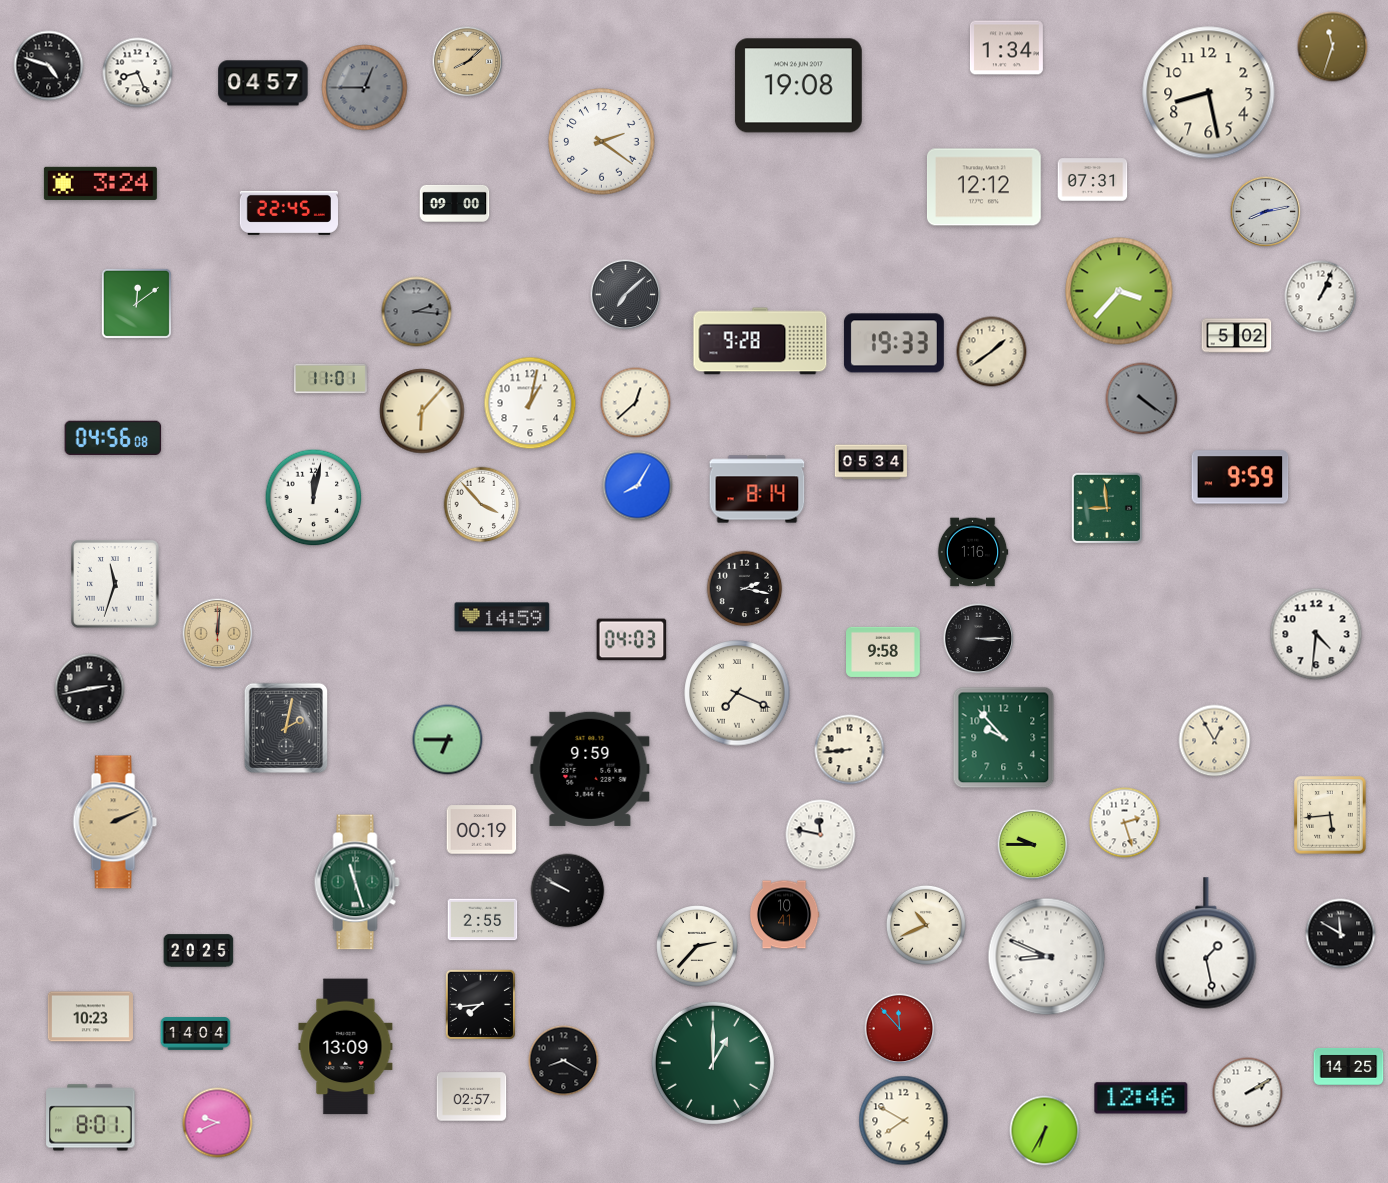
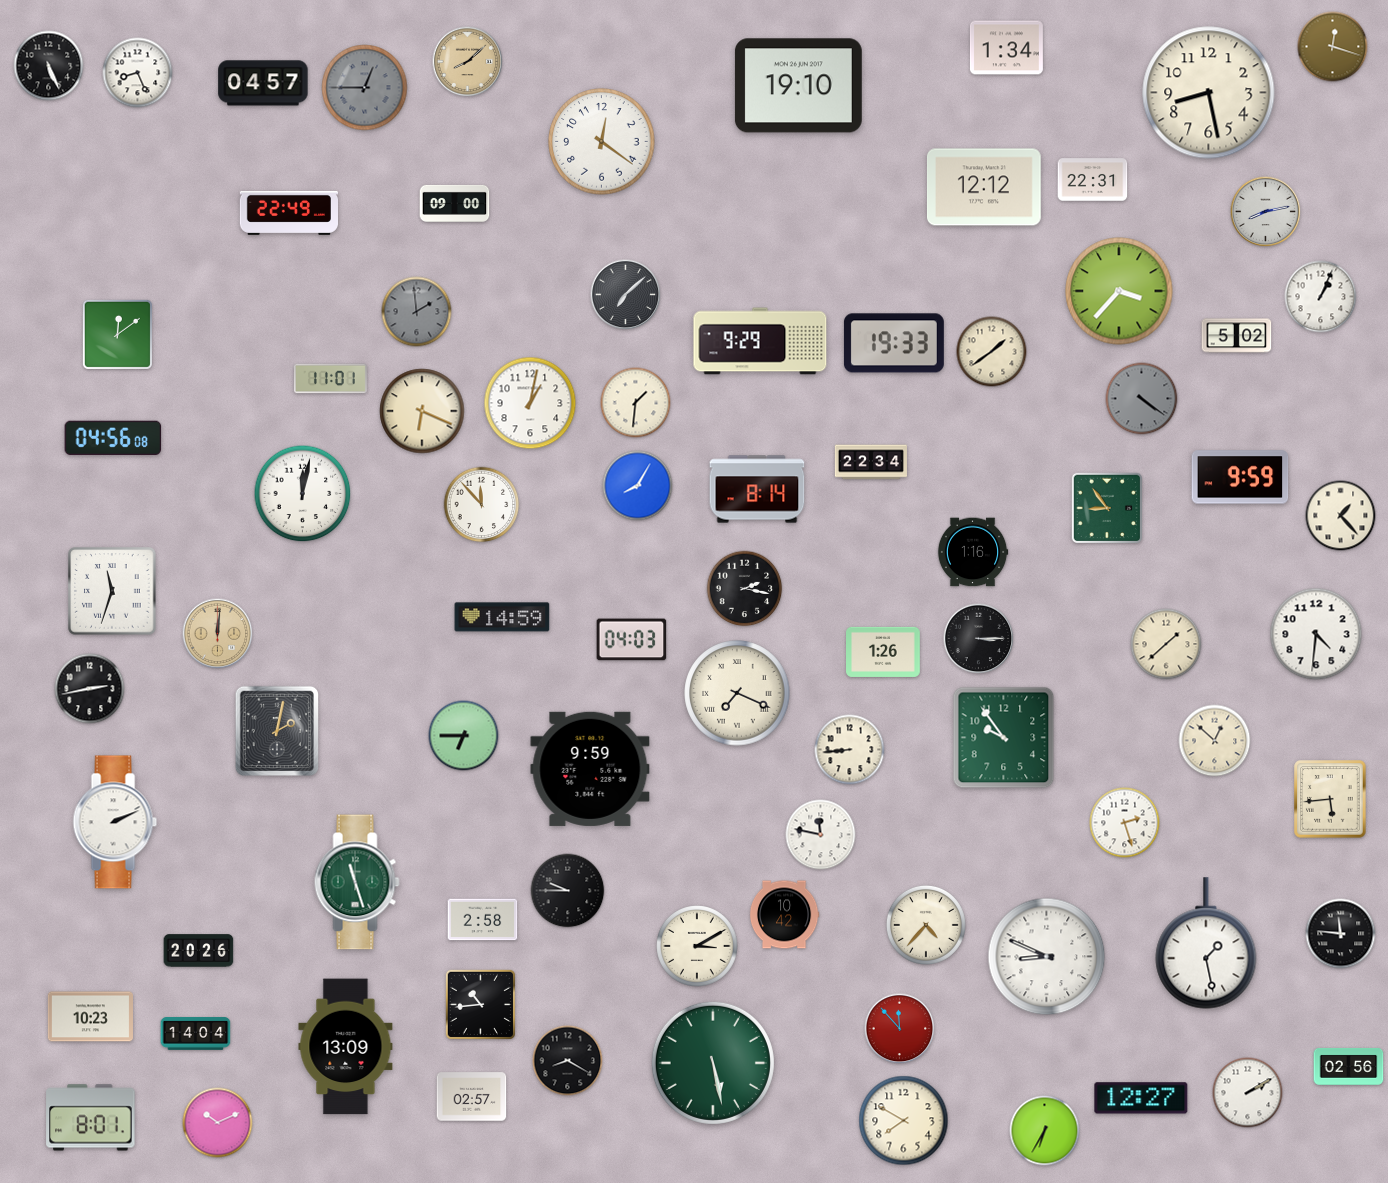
clock at (1333, 47): 11:33 -> 12:18
clock at (49, 66): 4:48 -> 5:26
clock at (798, 86): 19:08 -> 19:10
clock at (602, 142): 2:21 -> 12:21
clock at (1093, 180): 07:31 -> 22:31
clock at (100, 183): 3:24 -> none
clock at (288, 213): 22:45 -> 22:49
clock at (136, 303) position: (136, 303) -> (117, 334)
clock at (417, 312): 2:16 -> 1:59
clock at (760, 341): 9:28 -> 9:29
clock at (636, 403): 12:38 -> 1:31
clock at (422, 411): 6:07 -> 6:19
clock at (871, 462): 05:34 -> 22:34
clock at (314, 498) position: (314, 498) -> (303, 494)
clock at (482, 505): 3:53 -> 11:53
clock at (1107, 508): 8:59 -> 8:54
clock at (1341, 516): none -> 1:23
clock at (115, 584) position: (115, 584) -> (112, 591)
clock at (1166, 644): none -> 1:38
clock at (884, 652): 9:58 -> 1:26
clock at (285, 727) position: (285, 727) -> (276, 730)
clock at (1004, 738): 9:53 -> 9:54
clock at (448, 740) position: (448, 740) -> (464, 736)
clock at (1215, 741): 12:55 -> 12:52
clock at (1330, 815) position: (1330, 815) -> (1330, 799)
clock at (115, 822) dial: champagne -> white
clock at (482, 830): 00:19 -> none
clock at (1033, 845): 9:45 -> none
clock at (568, 891): 9:50 -> 9:45
clock at (784, 915): 10:41 -> 10:42
clock at (483, 920): 2:55 -> 2:58
clock at (926, 925): 10:41 -> 4:37
clock at (1341, 934): 11:50 -> 11:46
clock at (698, 947): 2:37 -> 3:10
clock at (199, 951): 20:25 -> 20:26
clock at (480, 1004): 7:44 -> 10:44
clock at (564, 1061) position: (564, 1061) -> (568, 1061)
clock at (713, 1063): 1:00 -> 5:28
clock at (1349, 1066): 14:25 -> 02:56
clock at (1141, 1098): 12:46 -> 12:27
clock at (218, 1123): 9:41 -> 10:11
